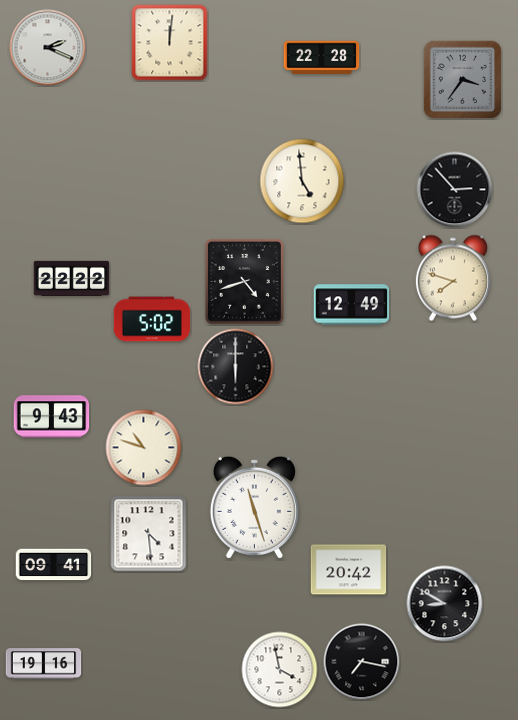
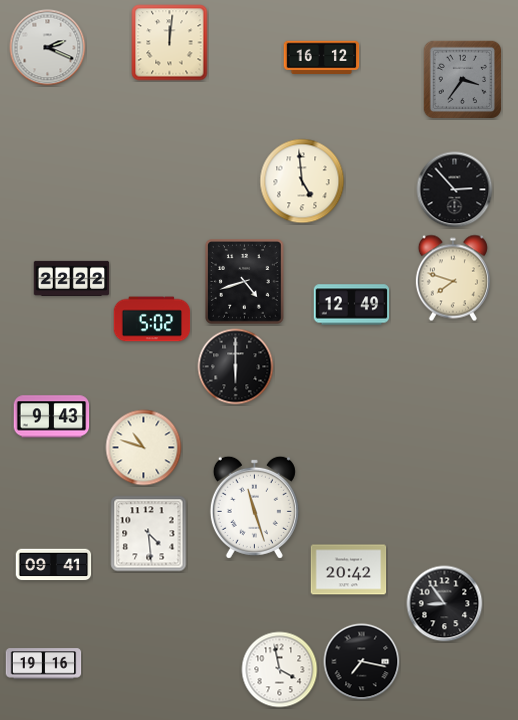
clock at (322, 58): 22:28 -> 16:12
clock at (445, 604): 8:50 -> 8:54
